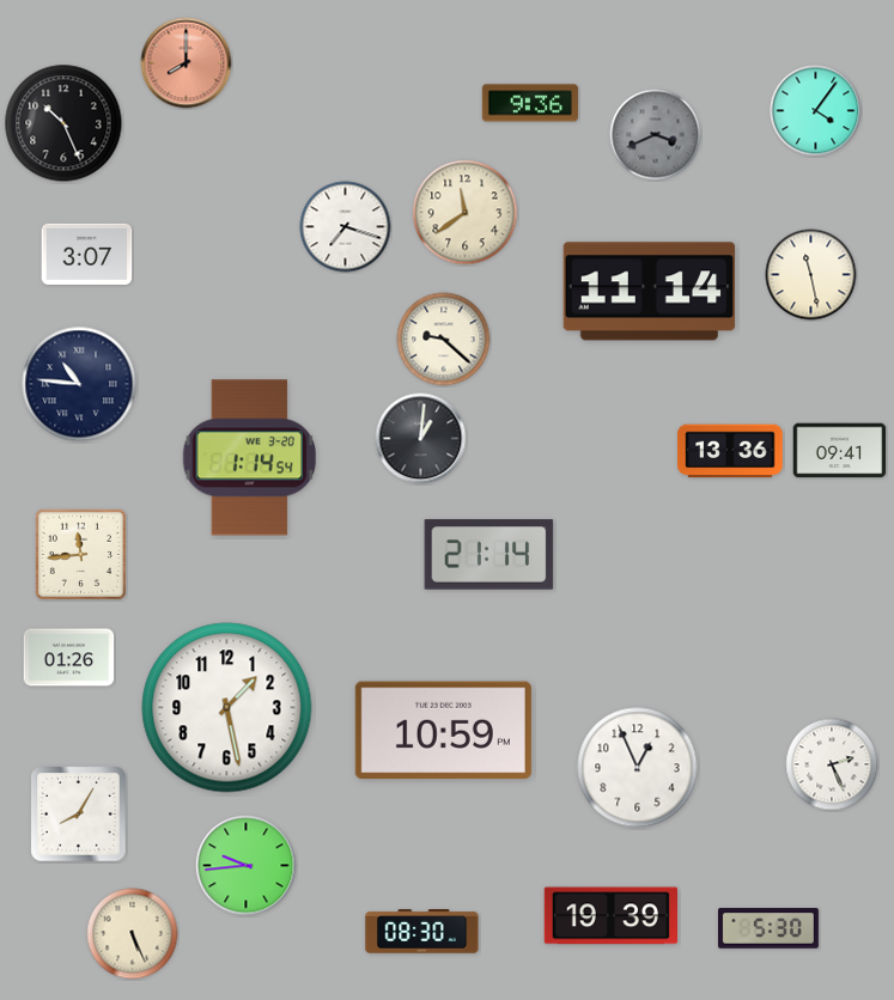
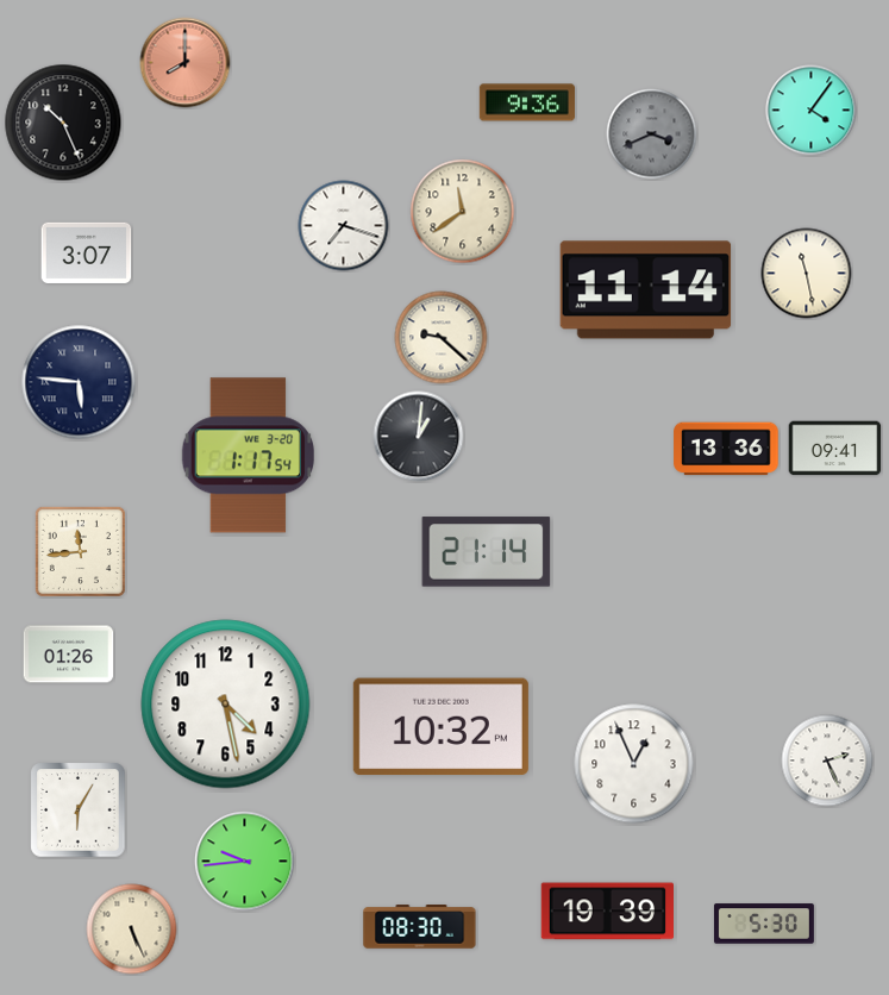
clock at (79, 384): 10:46 -> 5:46
clock at (249, 458): 1:14 -> 1:17
clock at (227, 708): 1:28 -> 4:28
clock at (443, 731): 10:59 -> 10:32
clock at (79, 815): 8:05 -> 6:05
